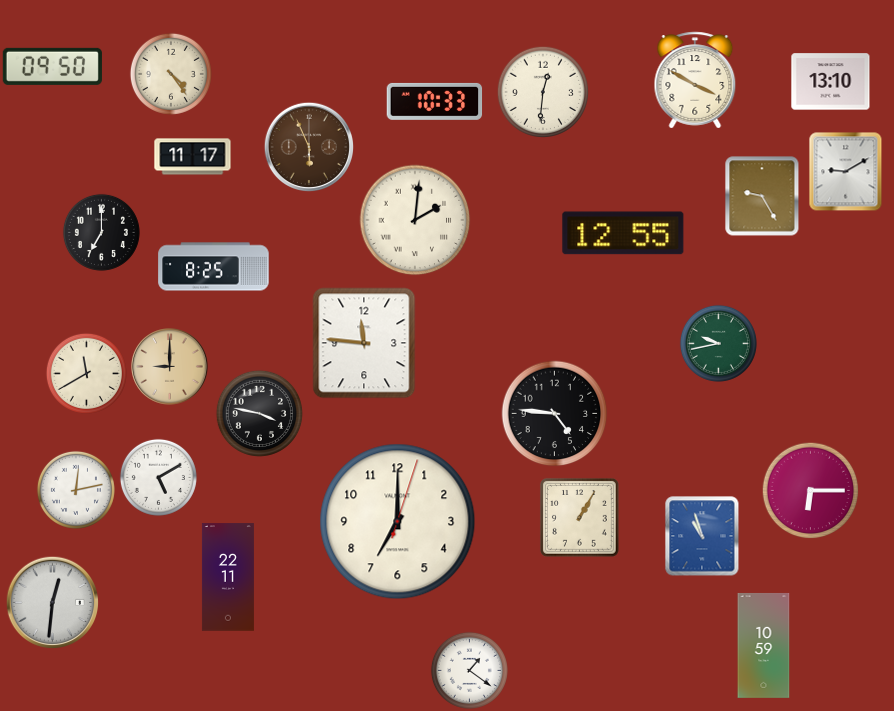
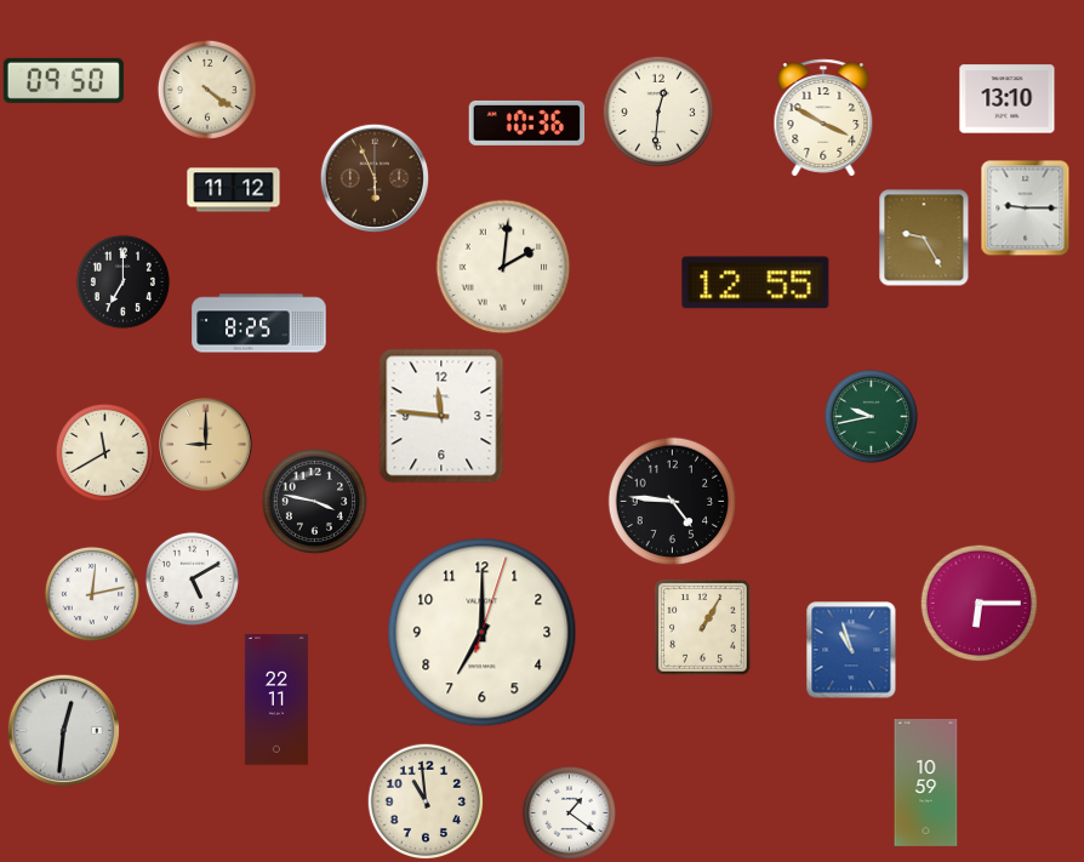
clock at (171, 74): 4:24 -> 4:21
clock at (695, 80) position: (695, 80) -> (823, 118)
clock at (435, 101): 10:33 -> 10:36
clock at (193, 157): 11:17 -> 11:12
clock at (846, 171): 9:10 -> 9:15
clock at (810, 490) position: (810, 490) -> (979, 603)
clock at (426, 801): none -> 10:59
